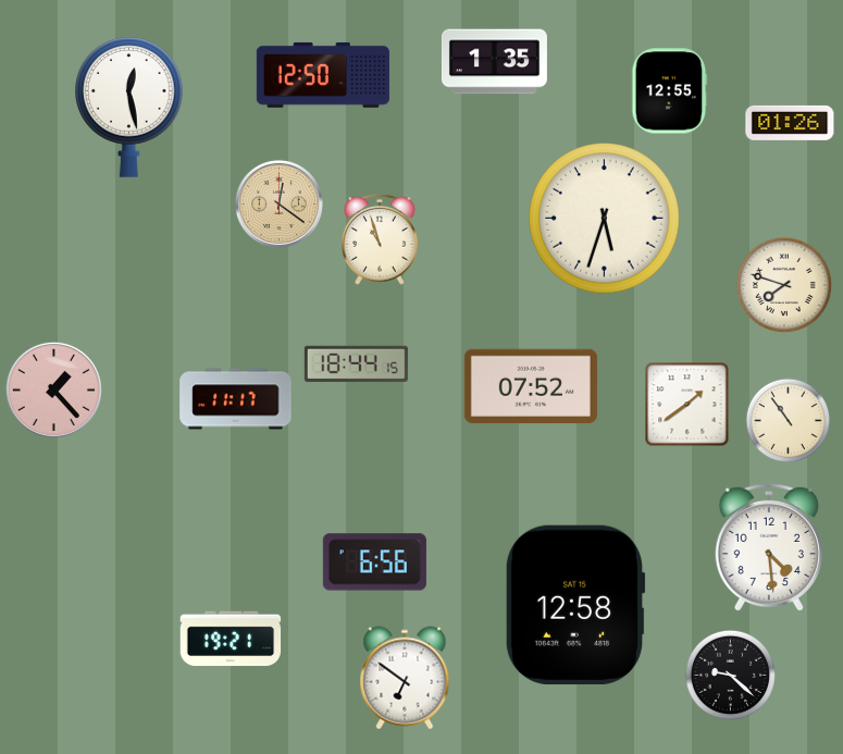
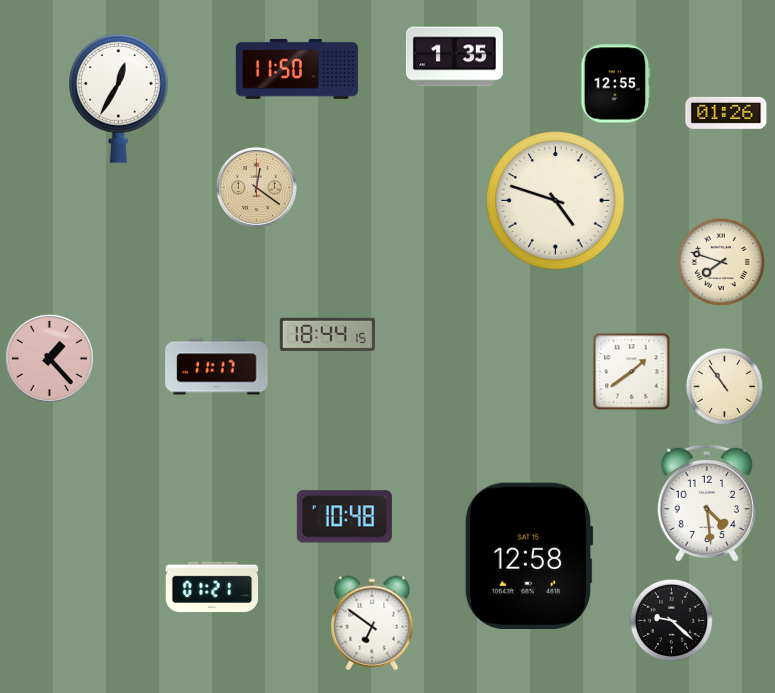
clock at (323, 75): 12:50 -> 11:50
clock at (129, 108): 12:28 -> 12:35
clock at (605, 219): 5:33 -> 4:48
clock at (381, 239): 10:57 -> none
clock at (531, 385): 07:52 -> none
clock at (374, 563): 6:56 -> 10:48
clock at (231, 639): 19:21 -> 01:21
